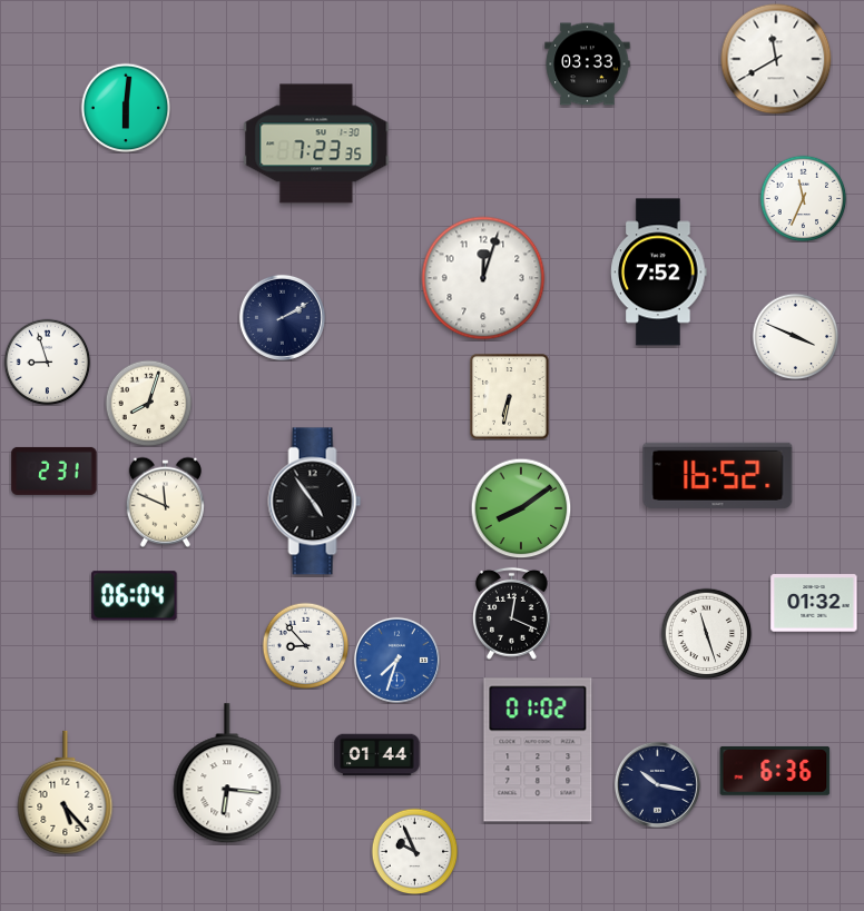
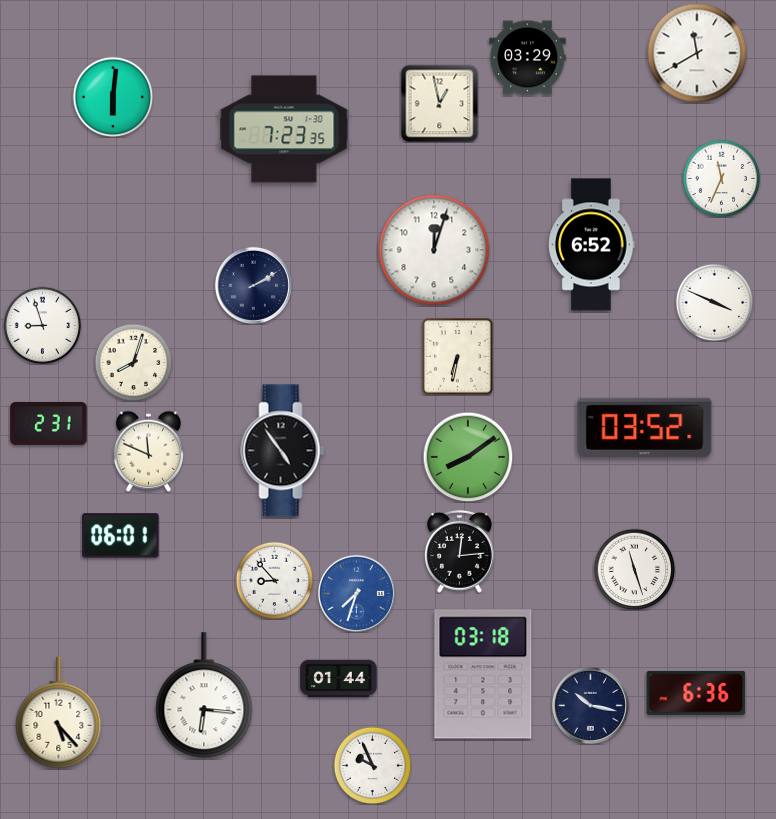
clock at (588, 65): 03:33 -> 03:29
clock at (439, 103): none -> 12:58
clock at (659, 273): 7:52 -> 6:52
clock at (718, 475): 16:52 -> 03:52
clock at (135, 596): 06:04 -> 06:01
clock at (814, 603): 01:32 -> none
clock at (511, 613): 12:19 -> 12:14
clock at (538, 750): 01:02 -> 03:18
